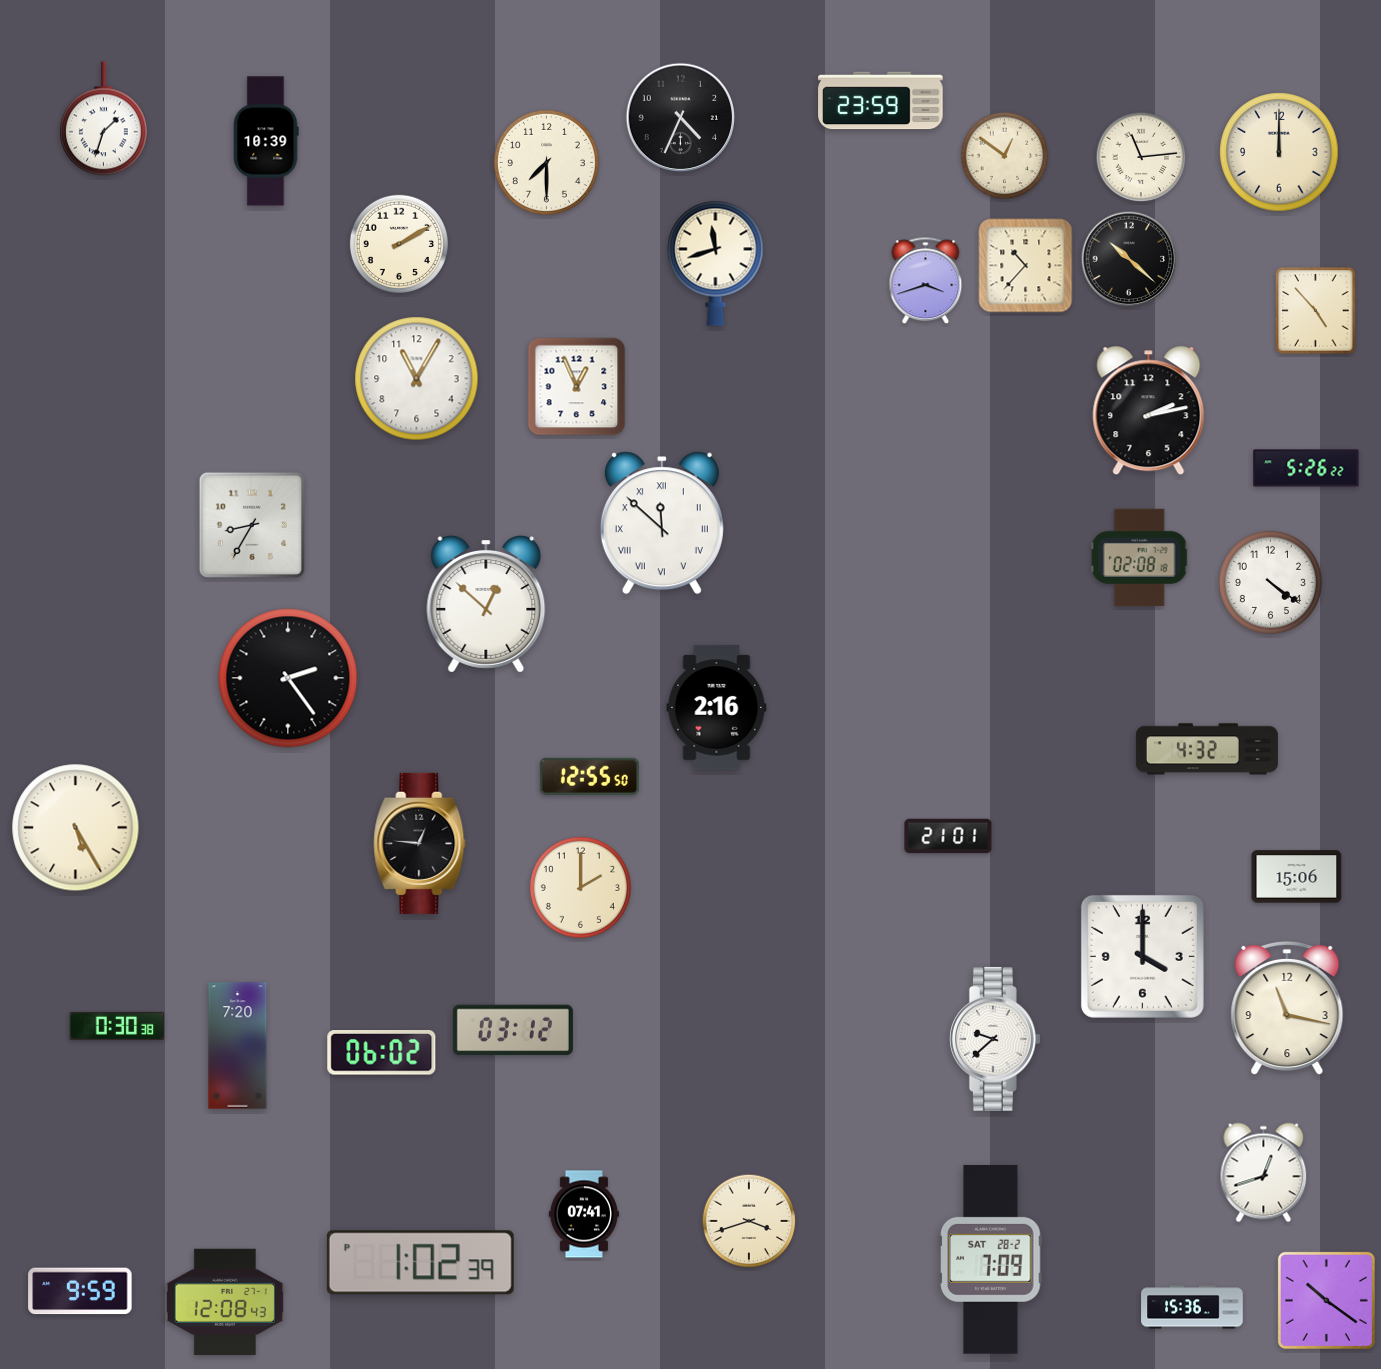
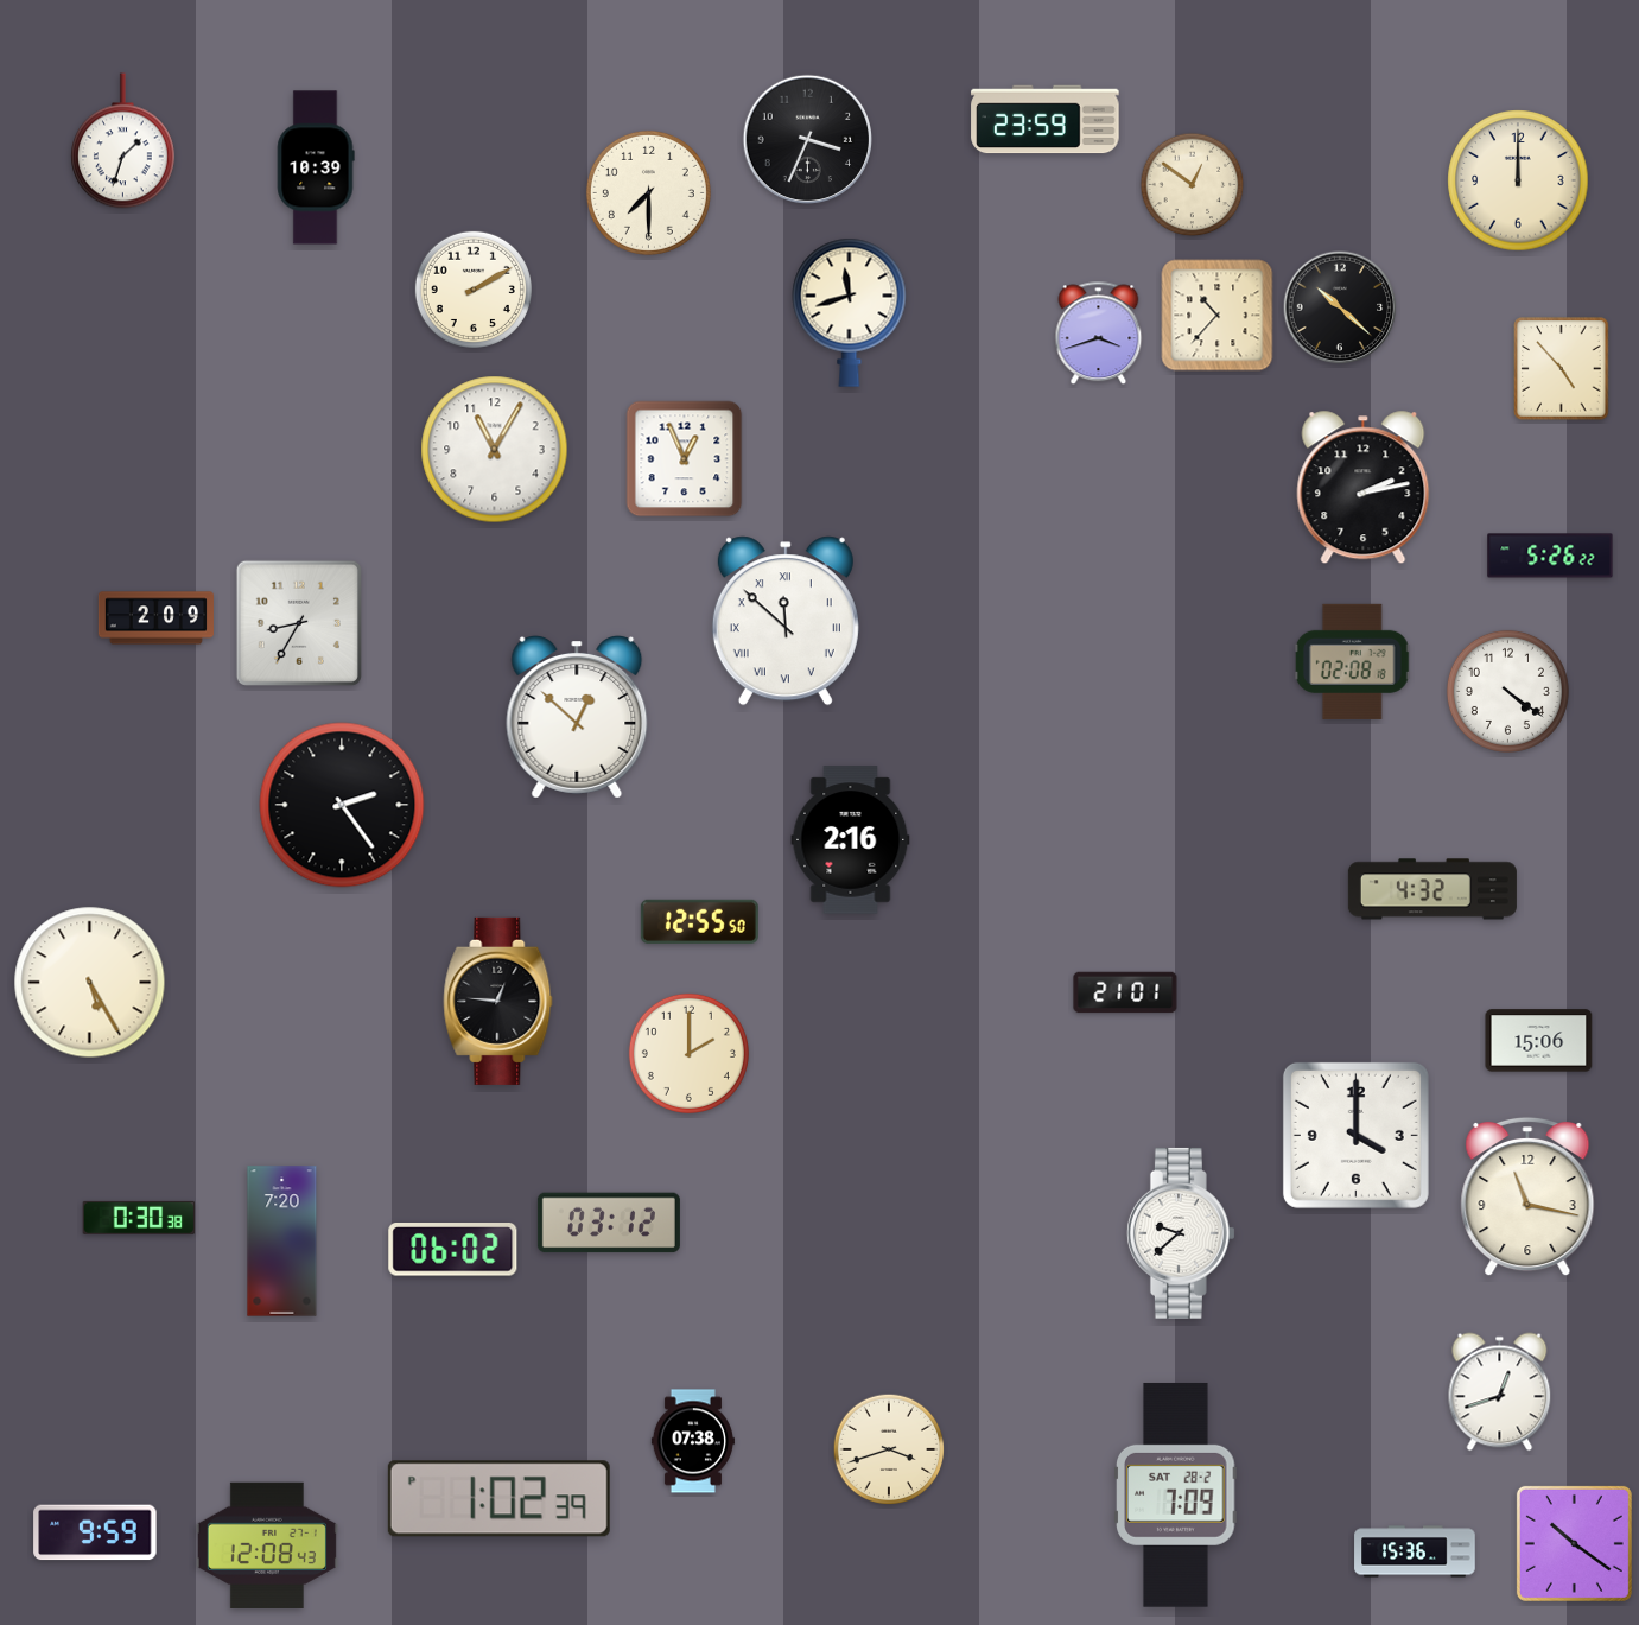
clock at (681, 118): 4:34 -> 3:34
clock at (1141, 157): 11:14 -> none
clock at (155, 618): none -> 2:09
clock at (584, 1214): 07:41 -> 07:38
